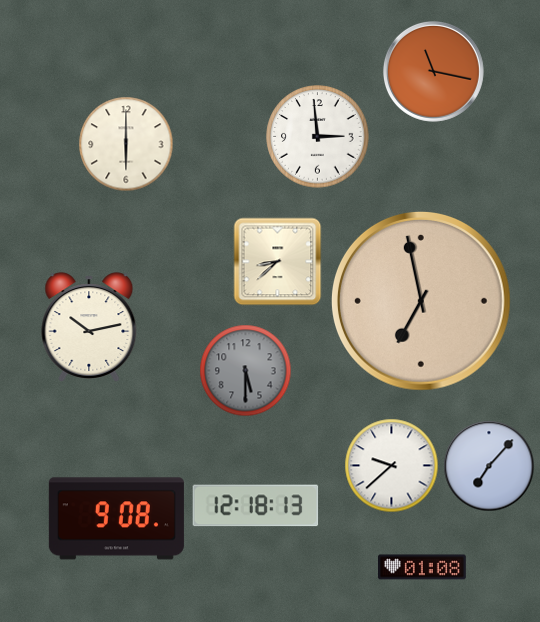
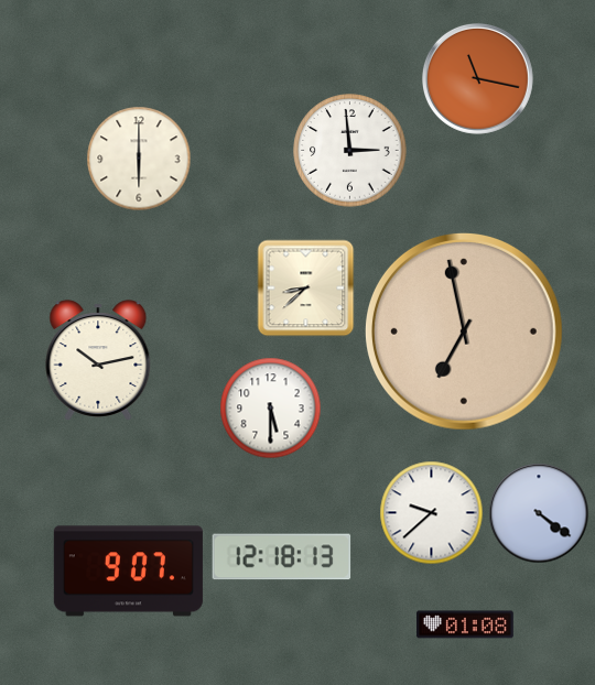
clock at (245, 370) dial: grey -> white
clock at (489, 466): 7:07 -> 4:21
clock at (116, 519): 9:08 -> 9:07
